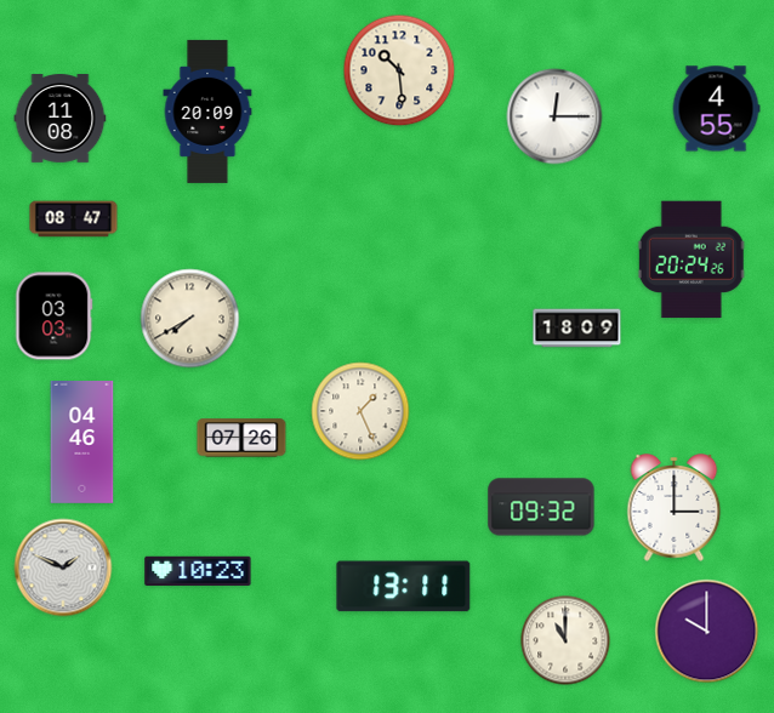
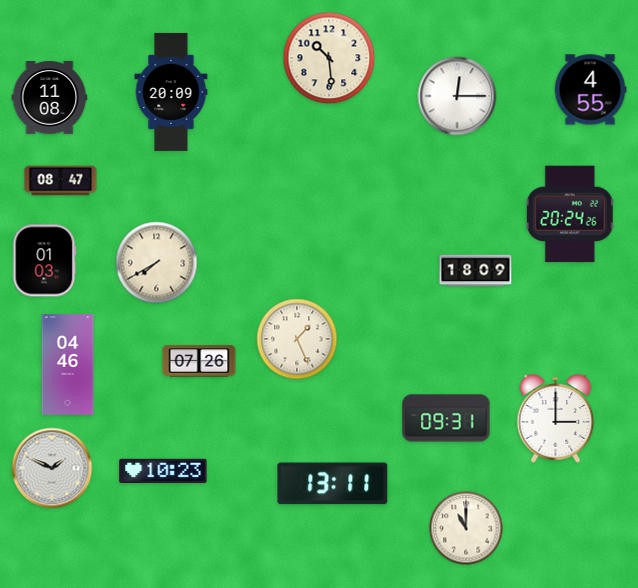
clock at (55, 316): 03:03 -> 01:03
clock at (541, 507): 09:32 -> 09:31
clock at (707, 632): 10:00 -> none
